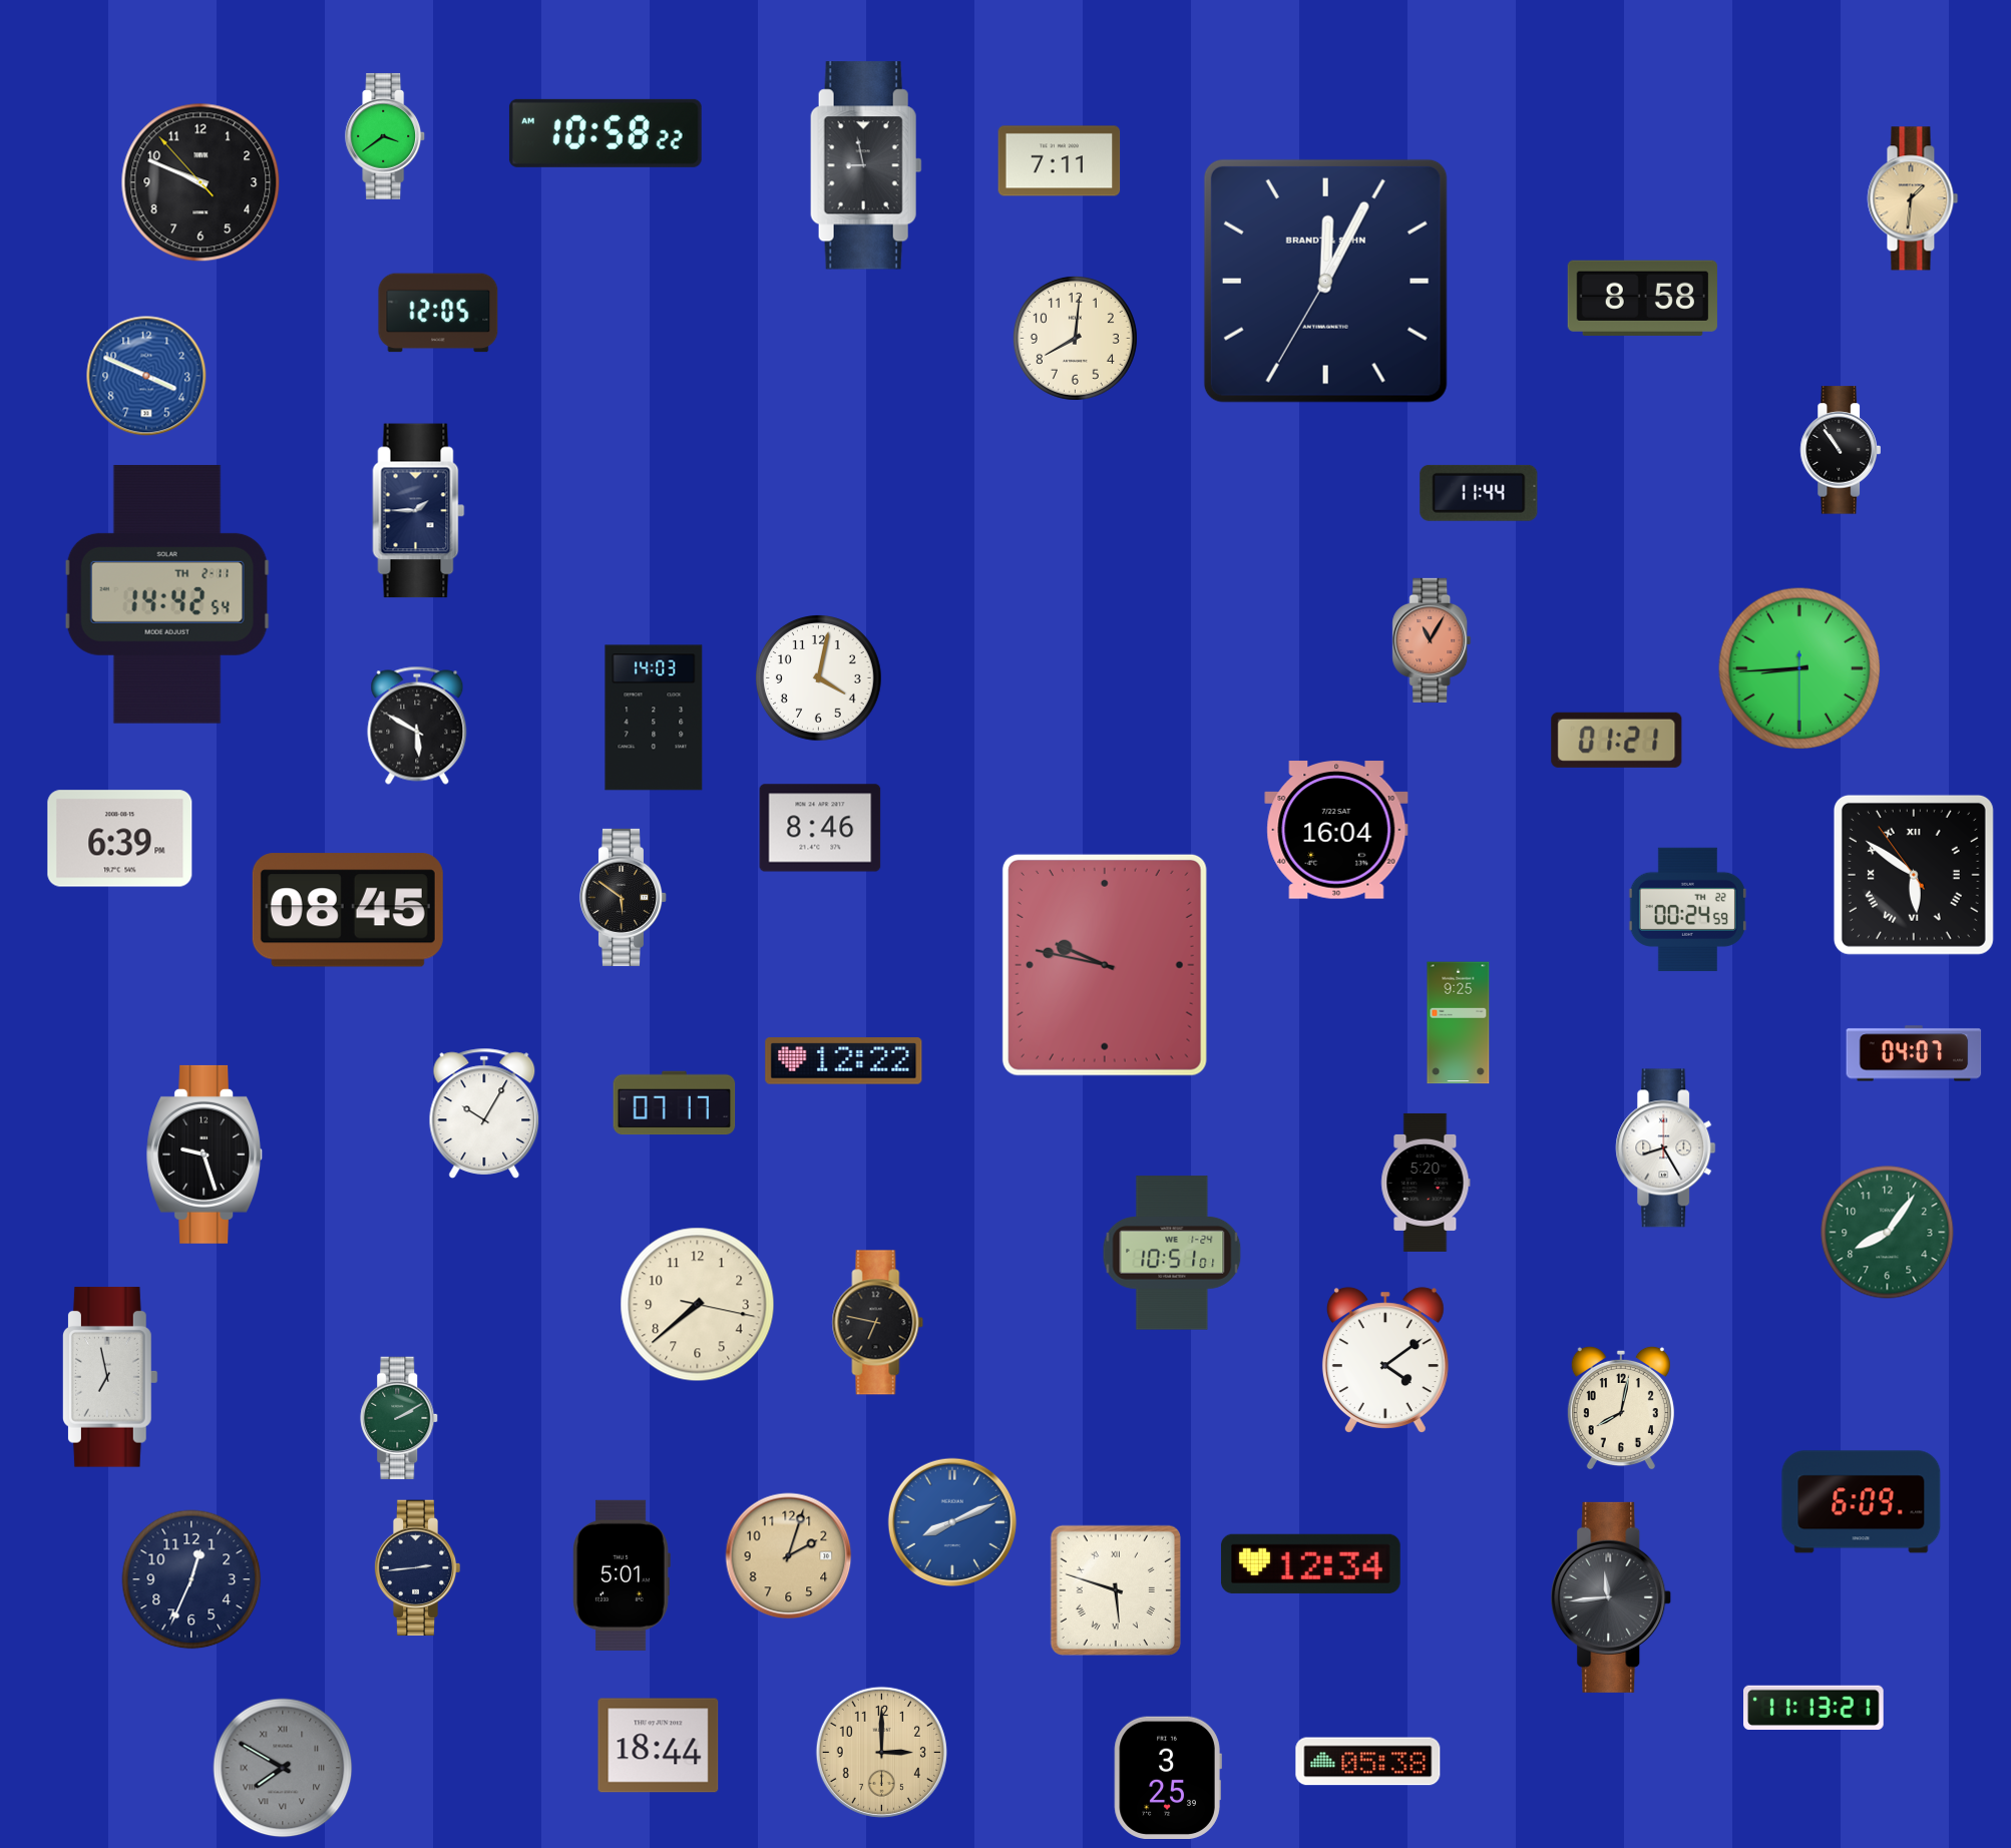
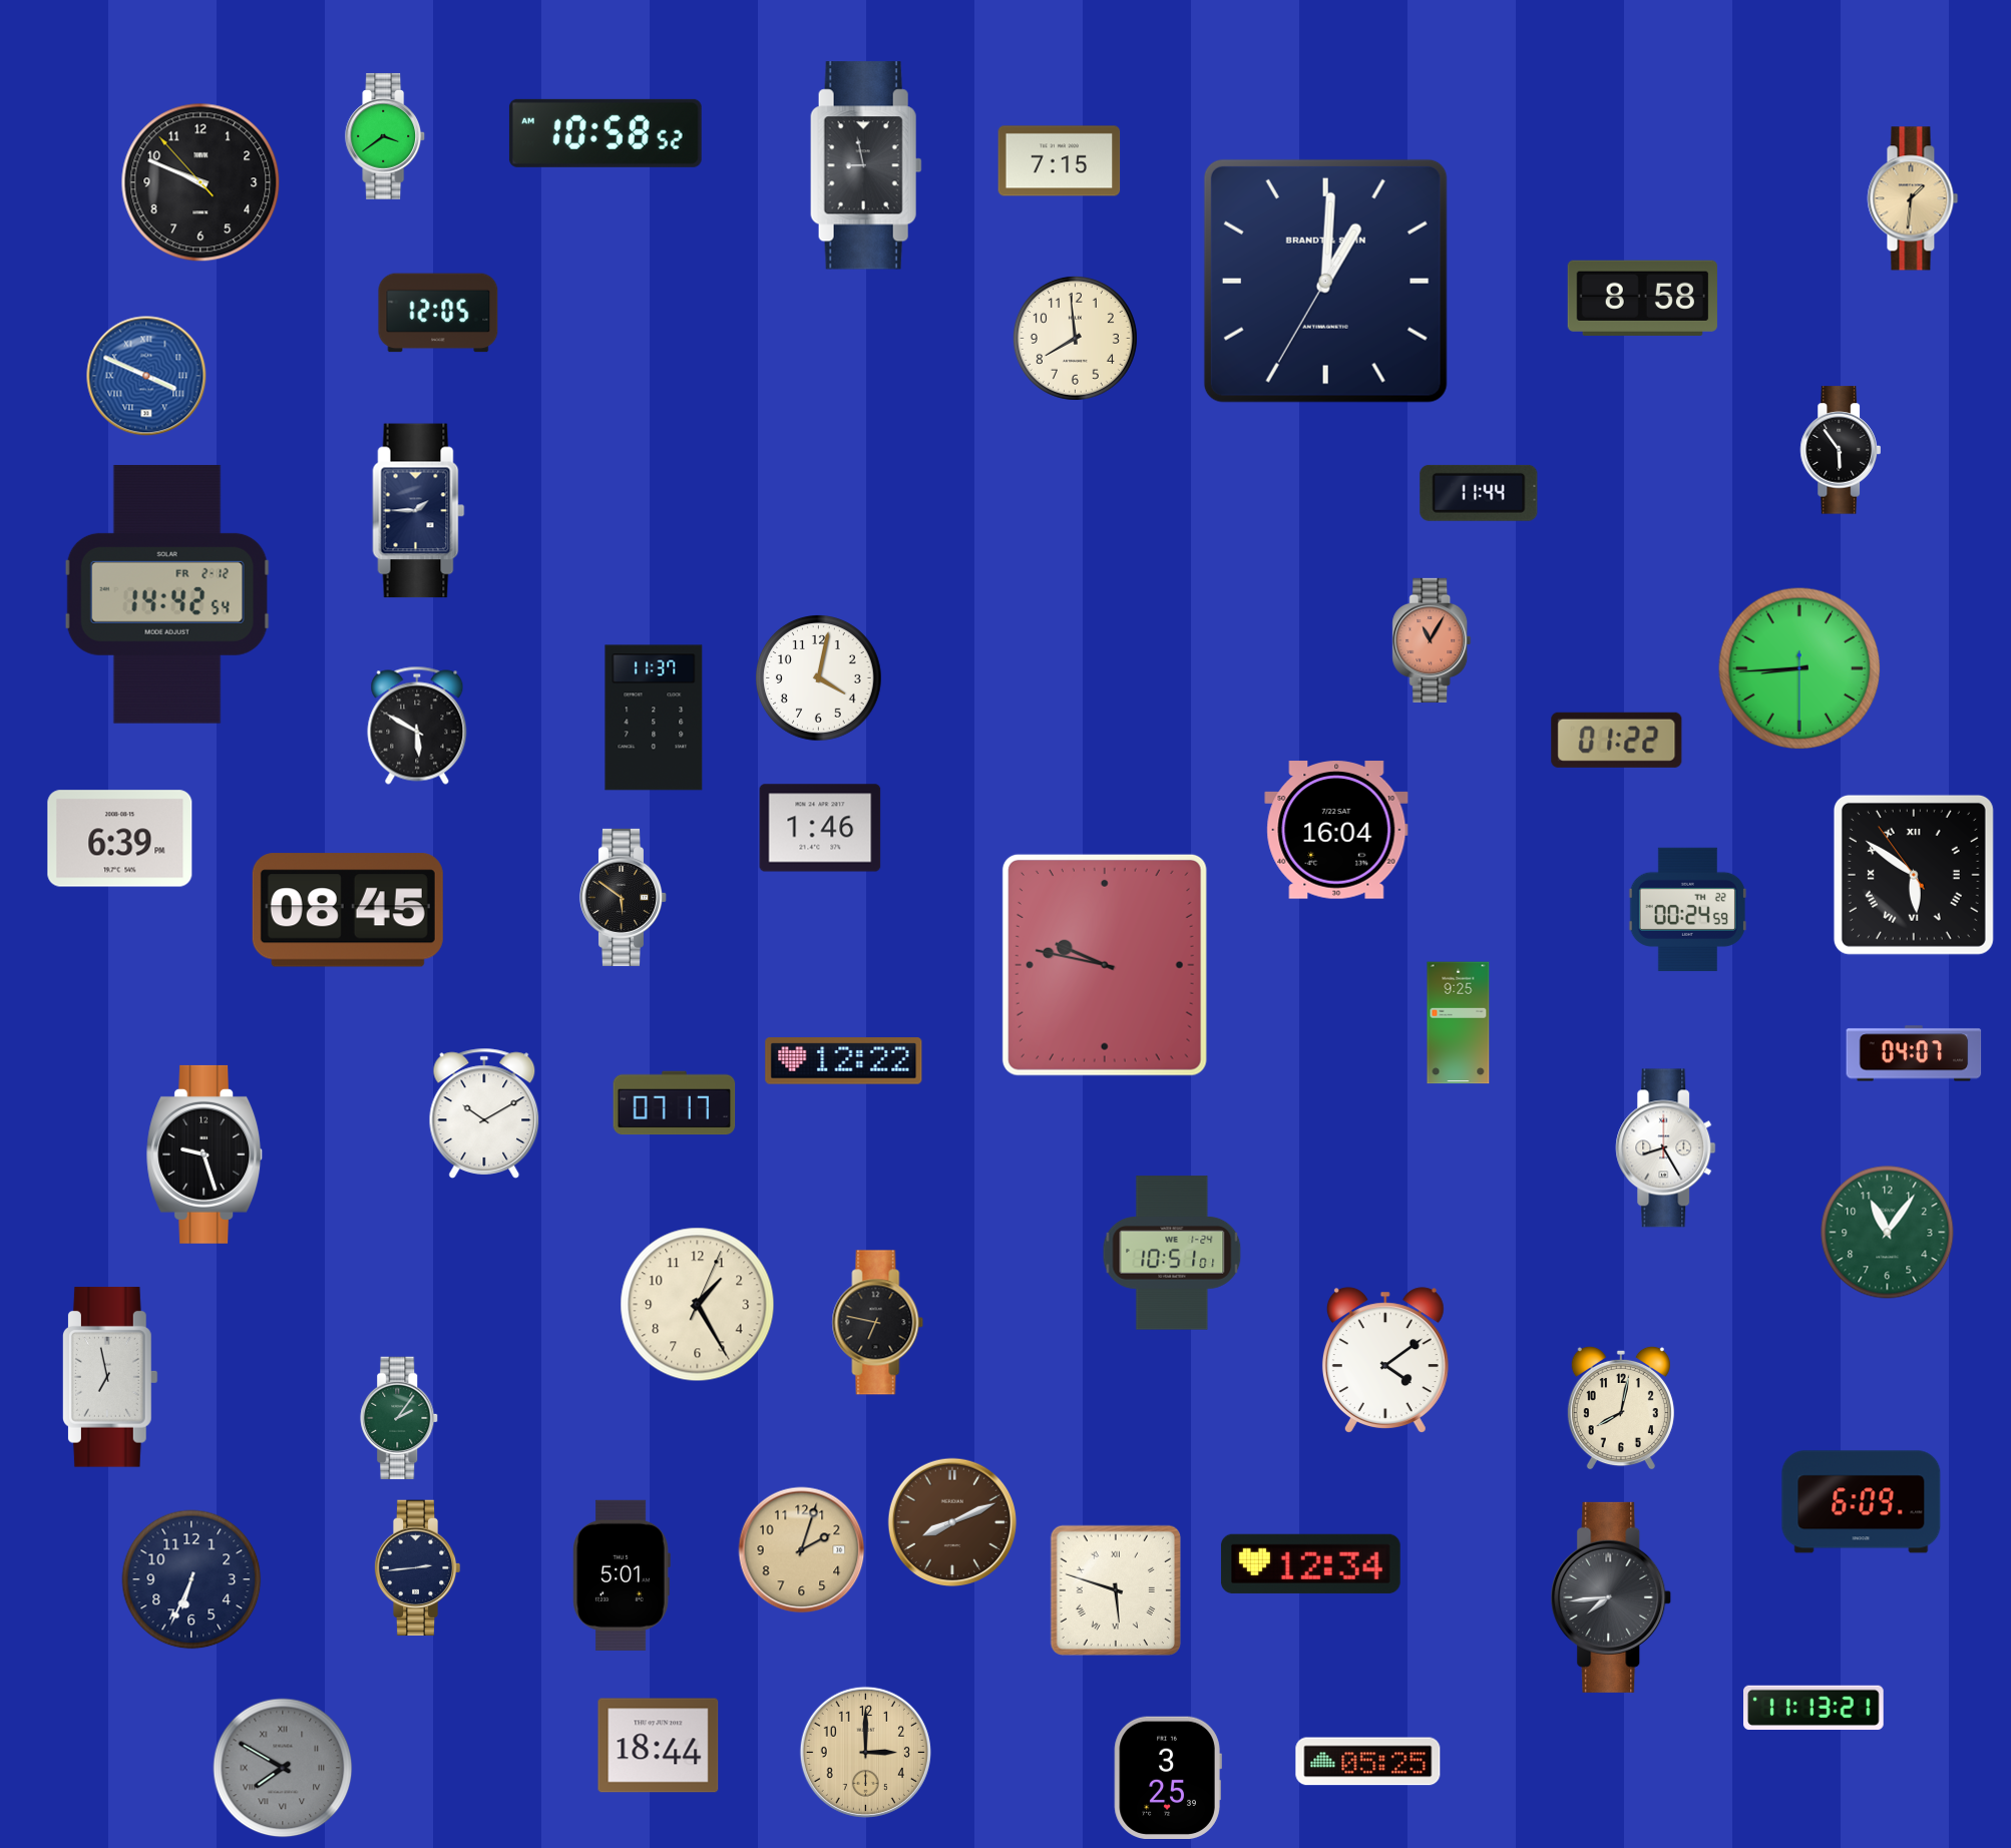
clock at (606, 133): 10:58:22 -> 10:58:52
clock at (1060, 161): 7:11 -> 7:15
clock at (1325, 281): 12:04 -> 1:00
clock at (1075, 338): 8:01 -> 7:59
clock at (146, 376) numerals: Arabic -> Roman
clock at (1841, 450): 10:54 -> 5:54
clock at (167, 594) date: TH 2-11 -> FR 2-12
clock at (654, 718): 14:03 -> 11:37
clock at (1617, 740): 01:21 -> 01:22
clock at (820, 828): 8:46 -> 1:46
clock at (484, 1113): 10:05 -> 10:10
clock at (1426, 1183): 5:20 -> none
clock at (1888, 1233): 8:06 -> 11:06
clock at (698, 1305): 7:38 -> 1:25
clock at (400, 1418): 2:10 -> 2:06
clock at (952, 1522) dial: blue -> brown
clock at (789, 1556) position: (789, 1556) -> (802, 1550)
clock at (191, 1579): 12:34 -> 6:34
clock at (1611, 1597): 11:44 -> 7:44
clock at (881, 1752) position: (881, 1752) -> (865, 1752)
clock at (1368, 1762): 05:38 -> 05:25
